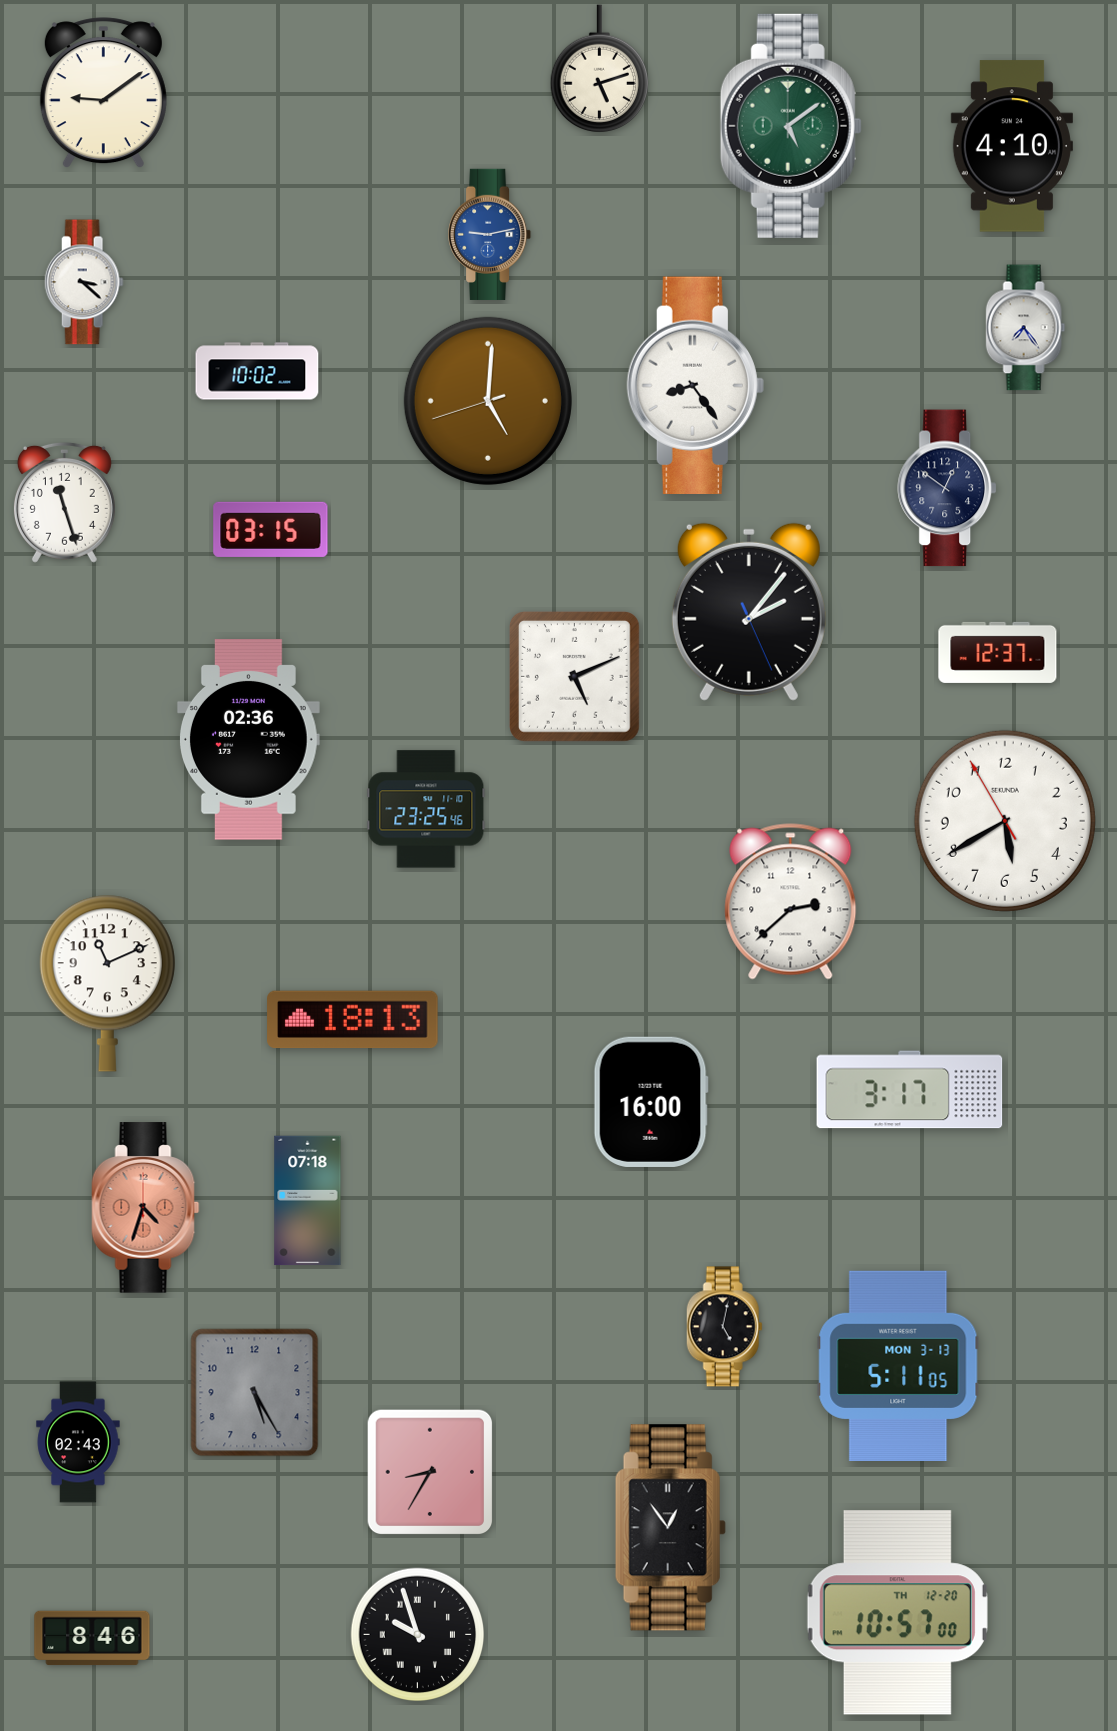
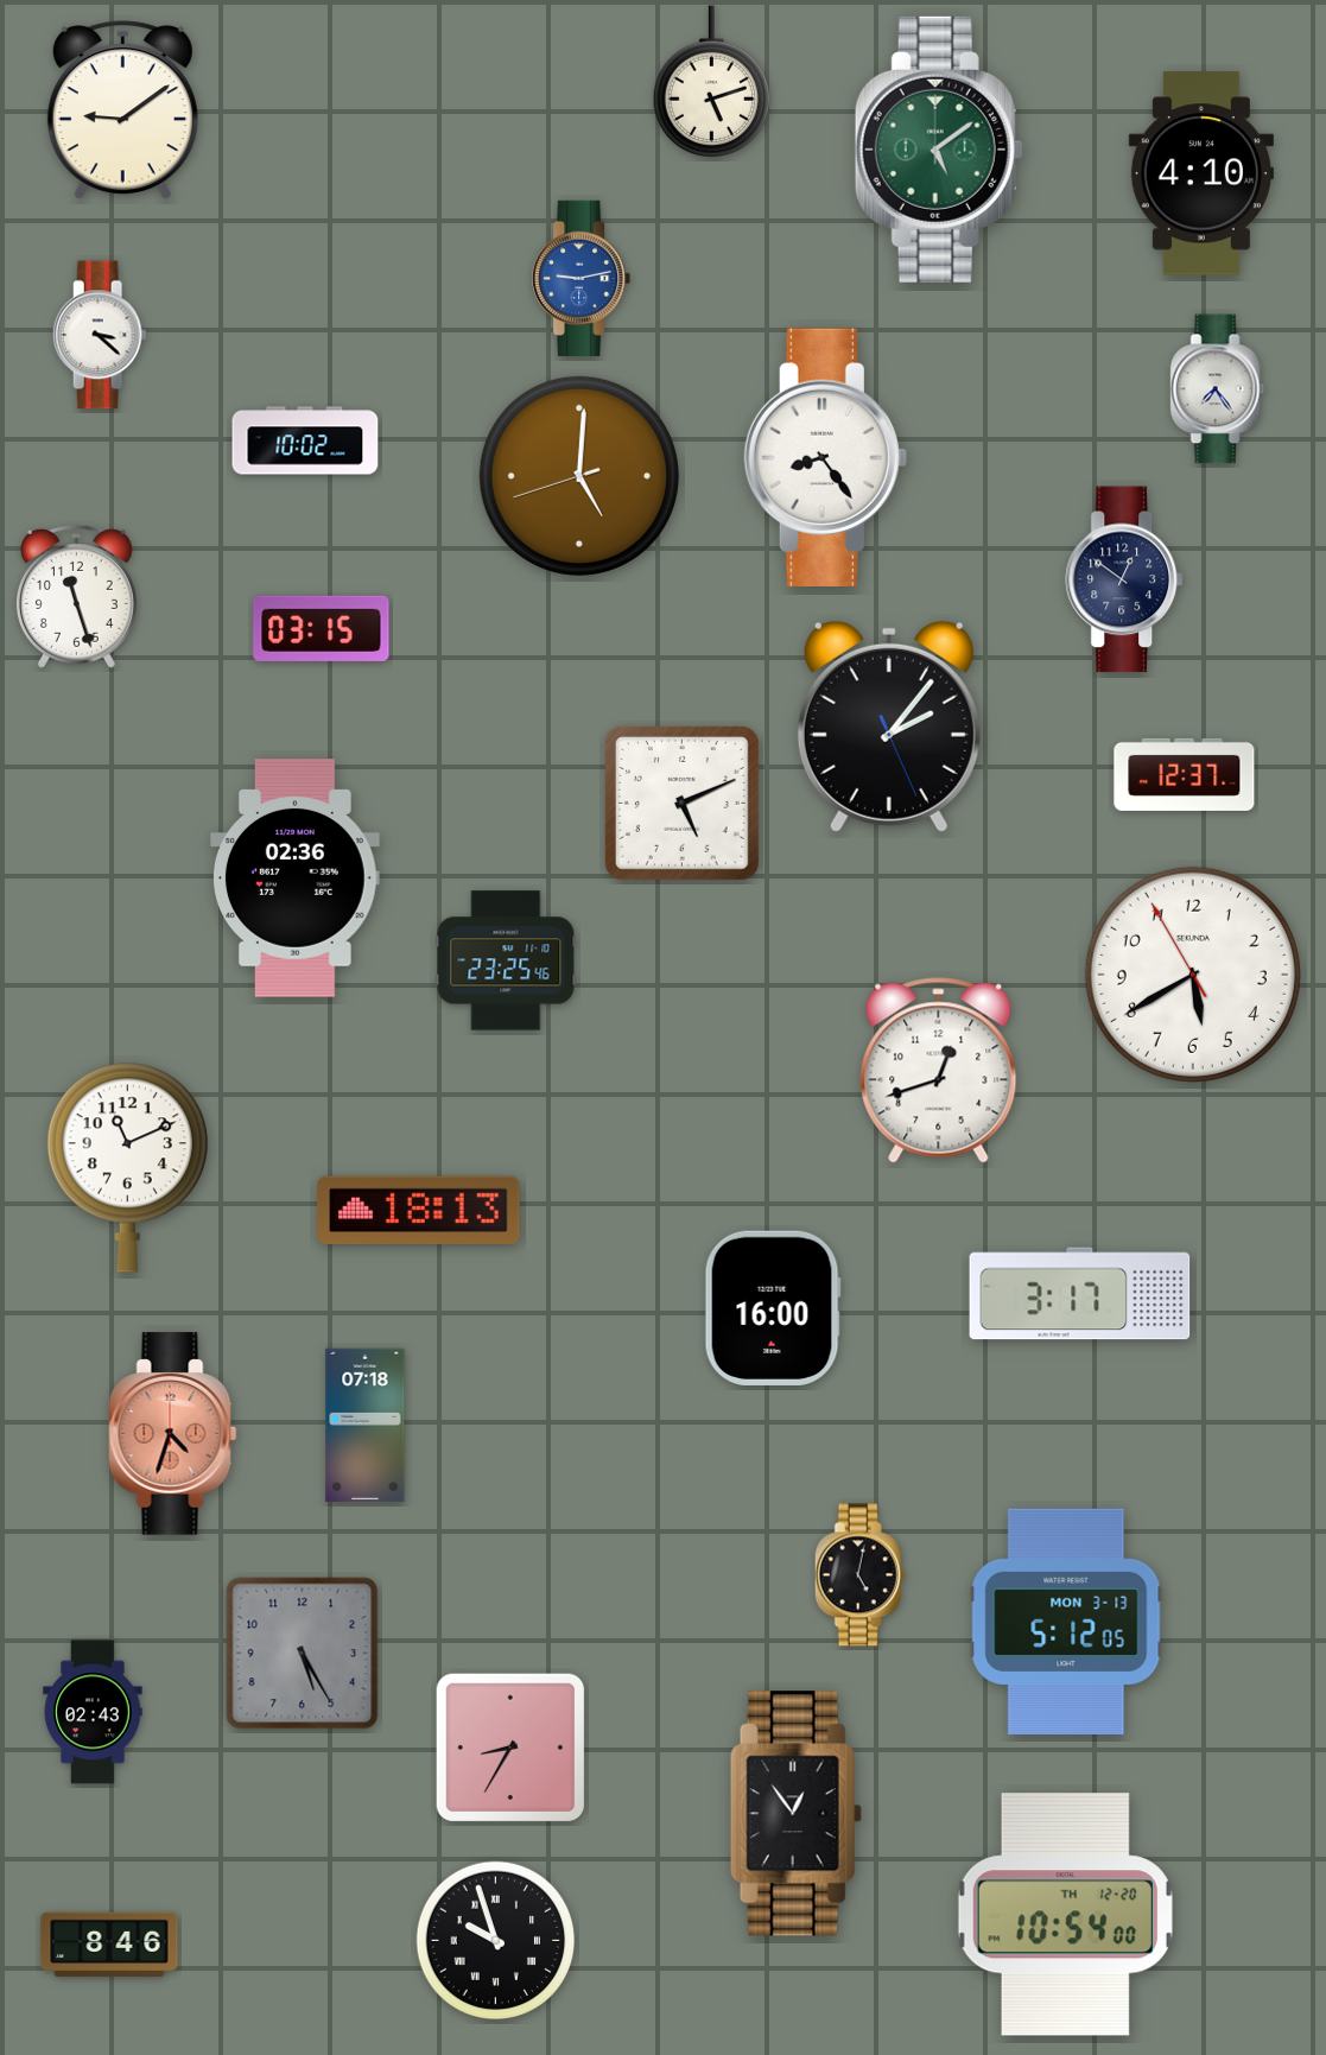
clock at (791, 902): 2:38 -> 12:42
clock at (898, 1366): 5:11 -> 5:12
clock at (897, 1613): 10:57 -> 10:54
